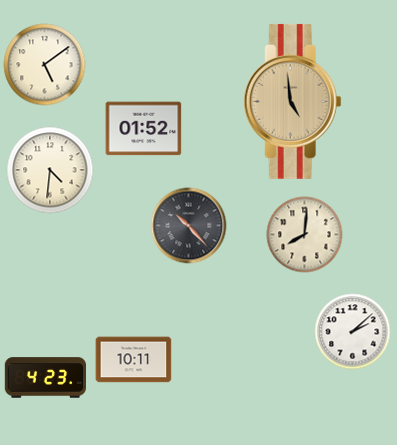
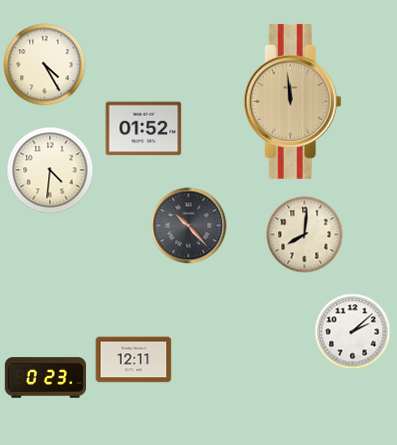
clock at (45, 65): 5:09 -> 4:25
clock at (292, 101): 4:59 -> 11:59
clock at (134, 360): 10:11 -> 12:11
clock at (45, 378): 4:23 -> 0:23
